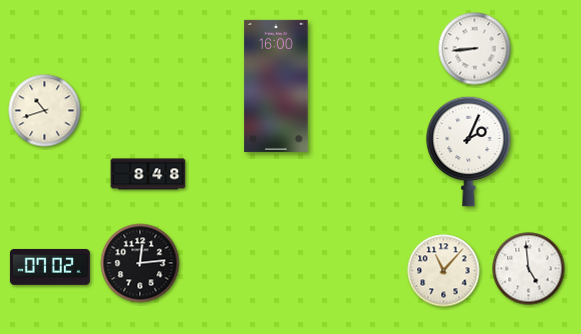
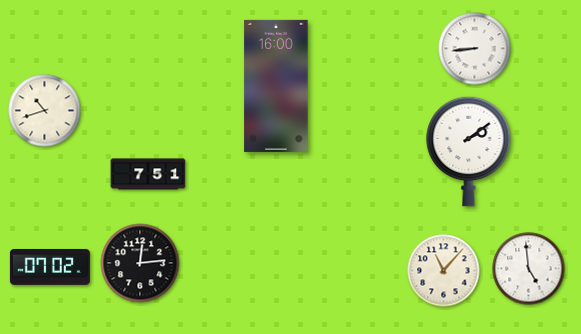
clock at (469, 151): 2:04 -> 2:09
clock at (148, 174): 8:48 -> 7:51
